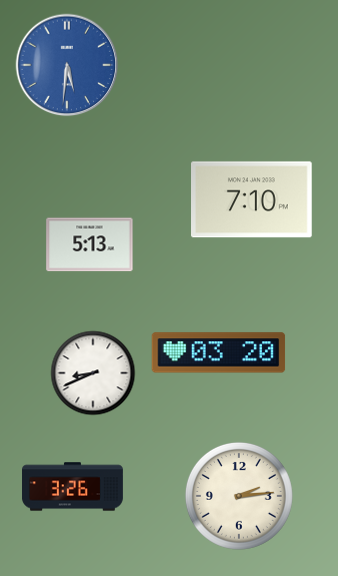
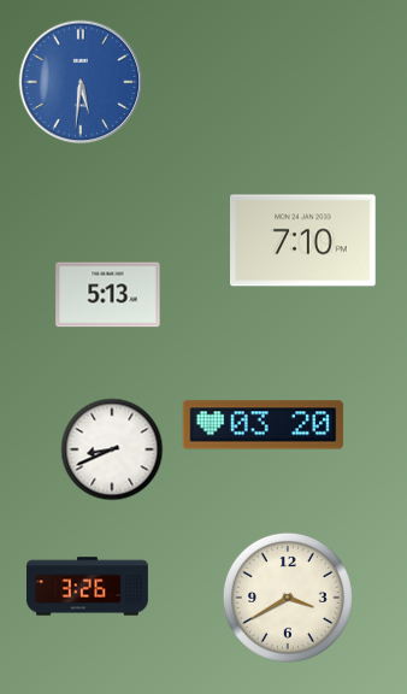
clock at (67, 65) position: (67, 65) -> (81, 82)
clock at (239, 496): 2:14 -> 3:40
